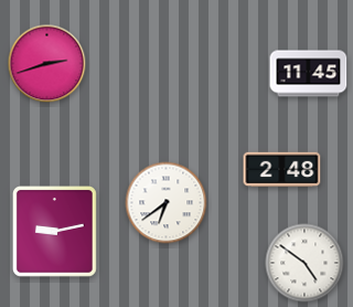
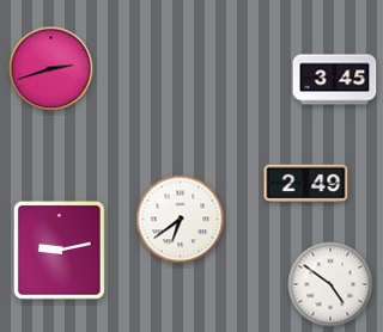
clock at (309, 74): 11:45 -> 3:45
clock at (282, 170): 2:48 -> 2:49
